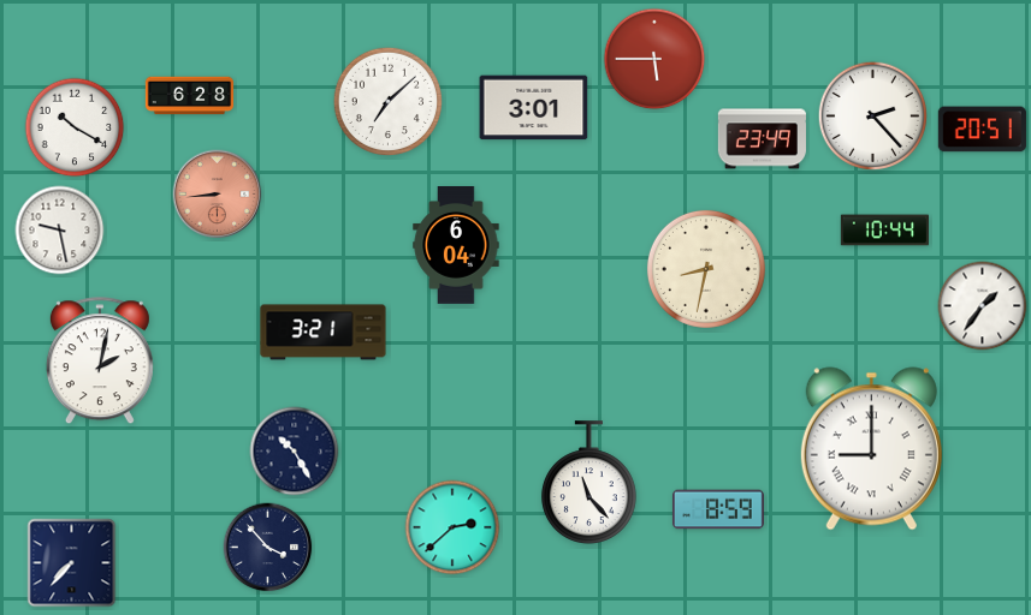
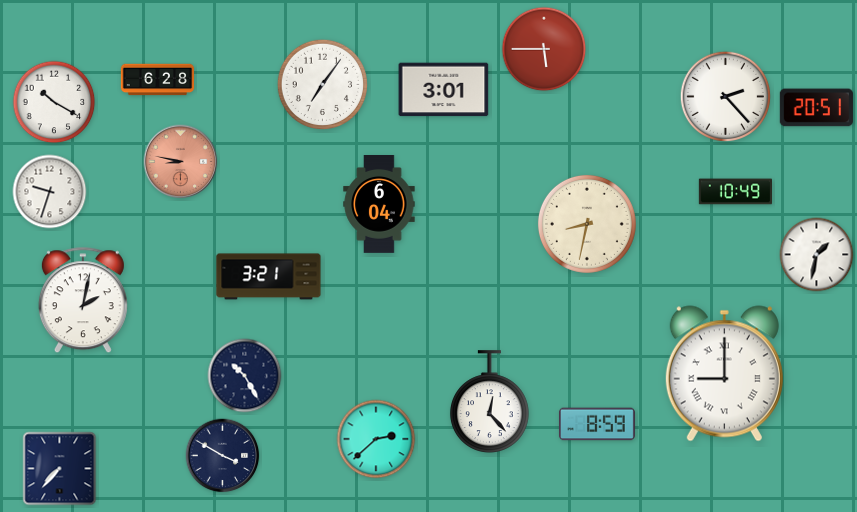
clock at (387, 101): 7:08 -> 7:06
clock at (75, 127) position: (75, 127) -> (54, 102)
clock at (762, 139): 23:49 -> none
clock at (218, 195): 8:44 -> 8:47
clock at (60, 231): 9:28 -> 9:33
clock at (884, 231): 10:44 -> 10:49
clock at (983, 306): 1:36 -> 1:32
clock at (588, 483): 11:23 -> 12:23
clock at (268, 548): 3:53 -> 3:50
